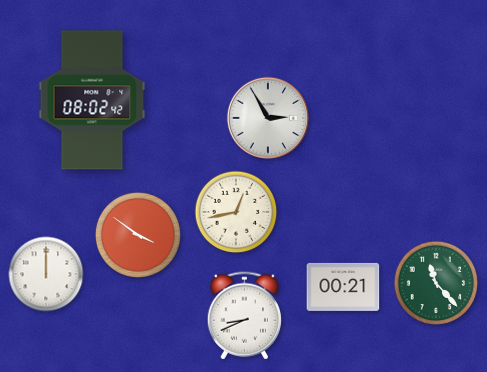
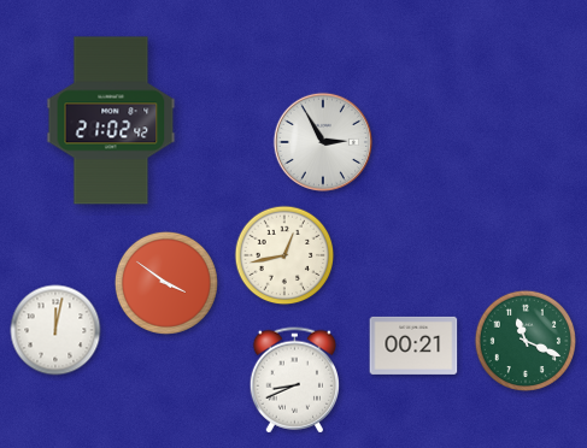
clock at (92, 100): 08:02 -> 21:02
clock at (46, 274): 12:00 -> 12:02
clock at (435, 282): 11:23 -> 11:19
